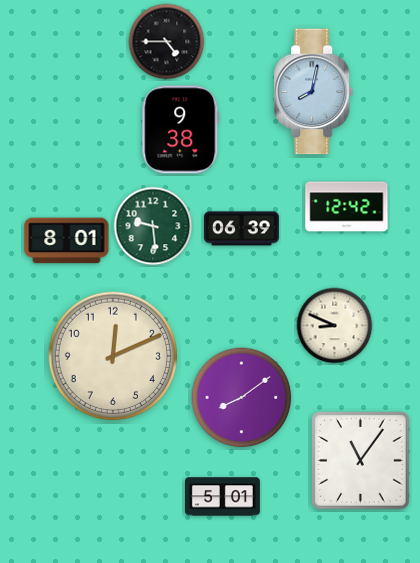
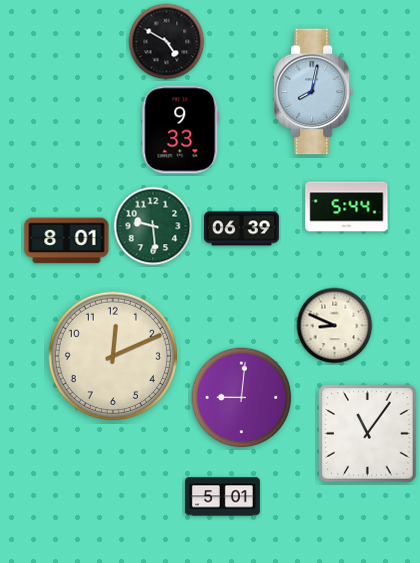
clock at (167, 42): 4:45 -> 4:50
clock at (181, 130): 9:38 -> 9:33
clock at (347, 207): 12:42 -> 5:44
clock at (242, 398): 8:09 -> 9:01
clock at (361, 461) position: (361, 461) -> (368, 434)
